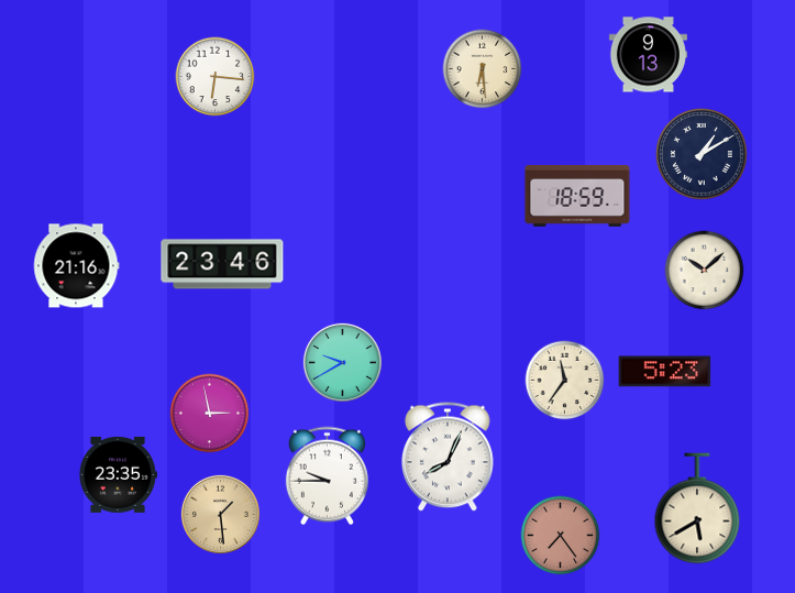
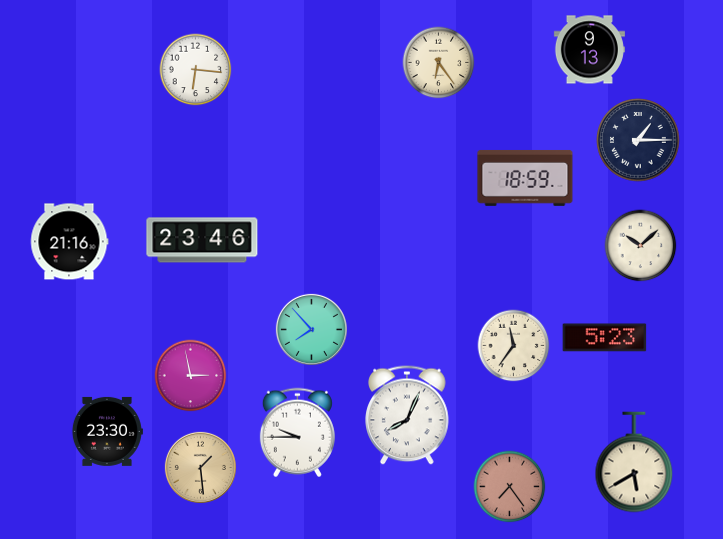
clock at (483, 69): 6:29 -> 6:24
clock at (702, 154): 1:10 -> 1:15
clock at (342, 362): 9:40 -> 7:53
clock at (118, 474): 23:35 -> 23:30
